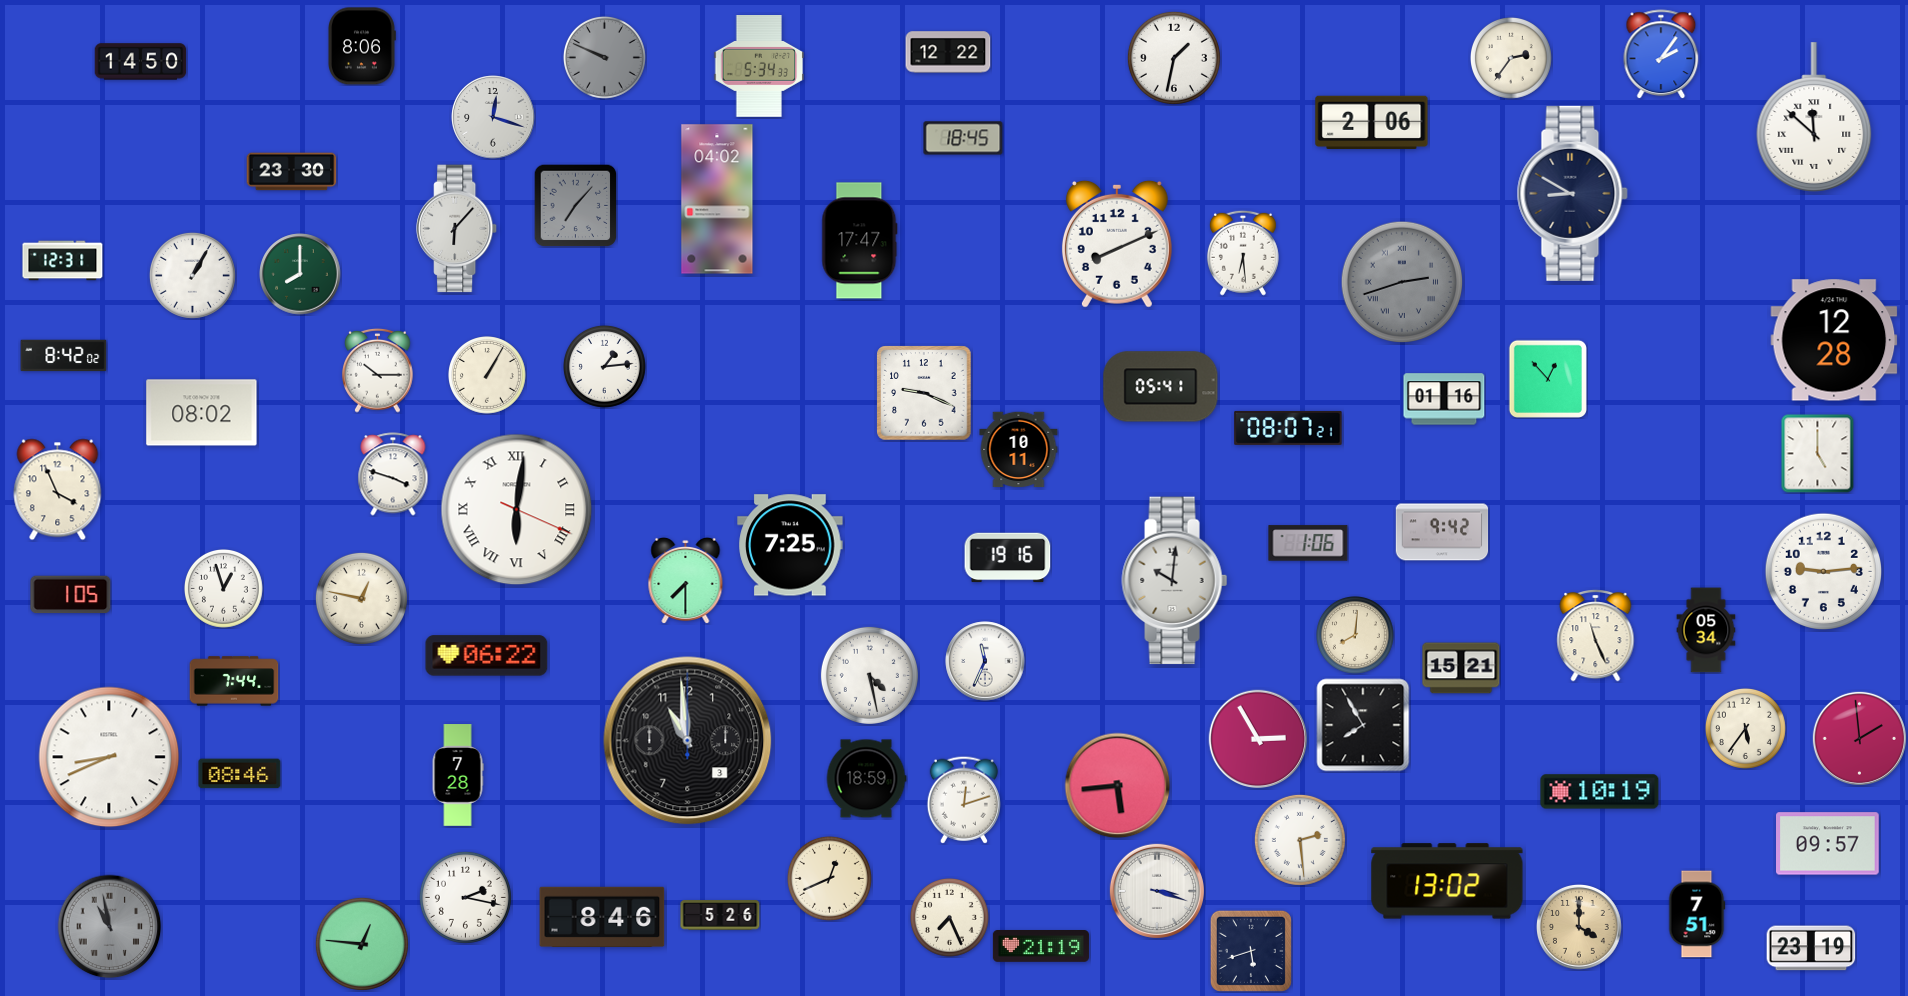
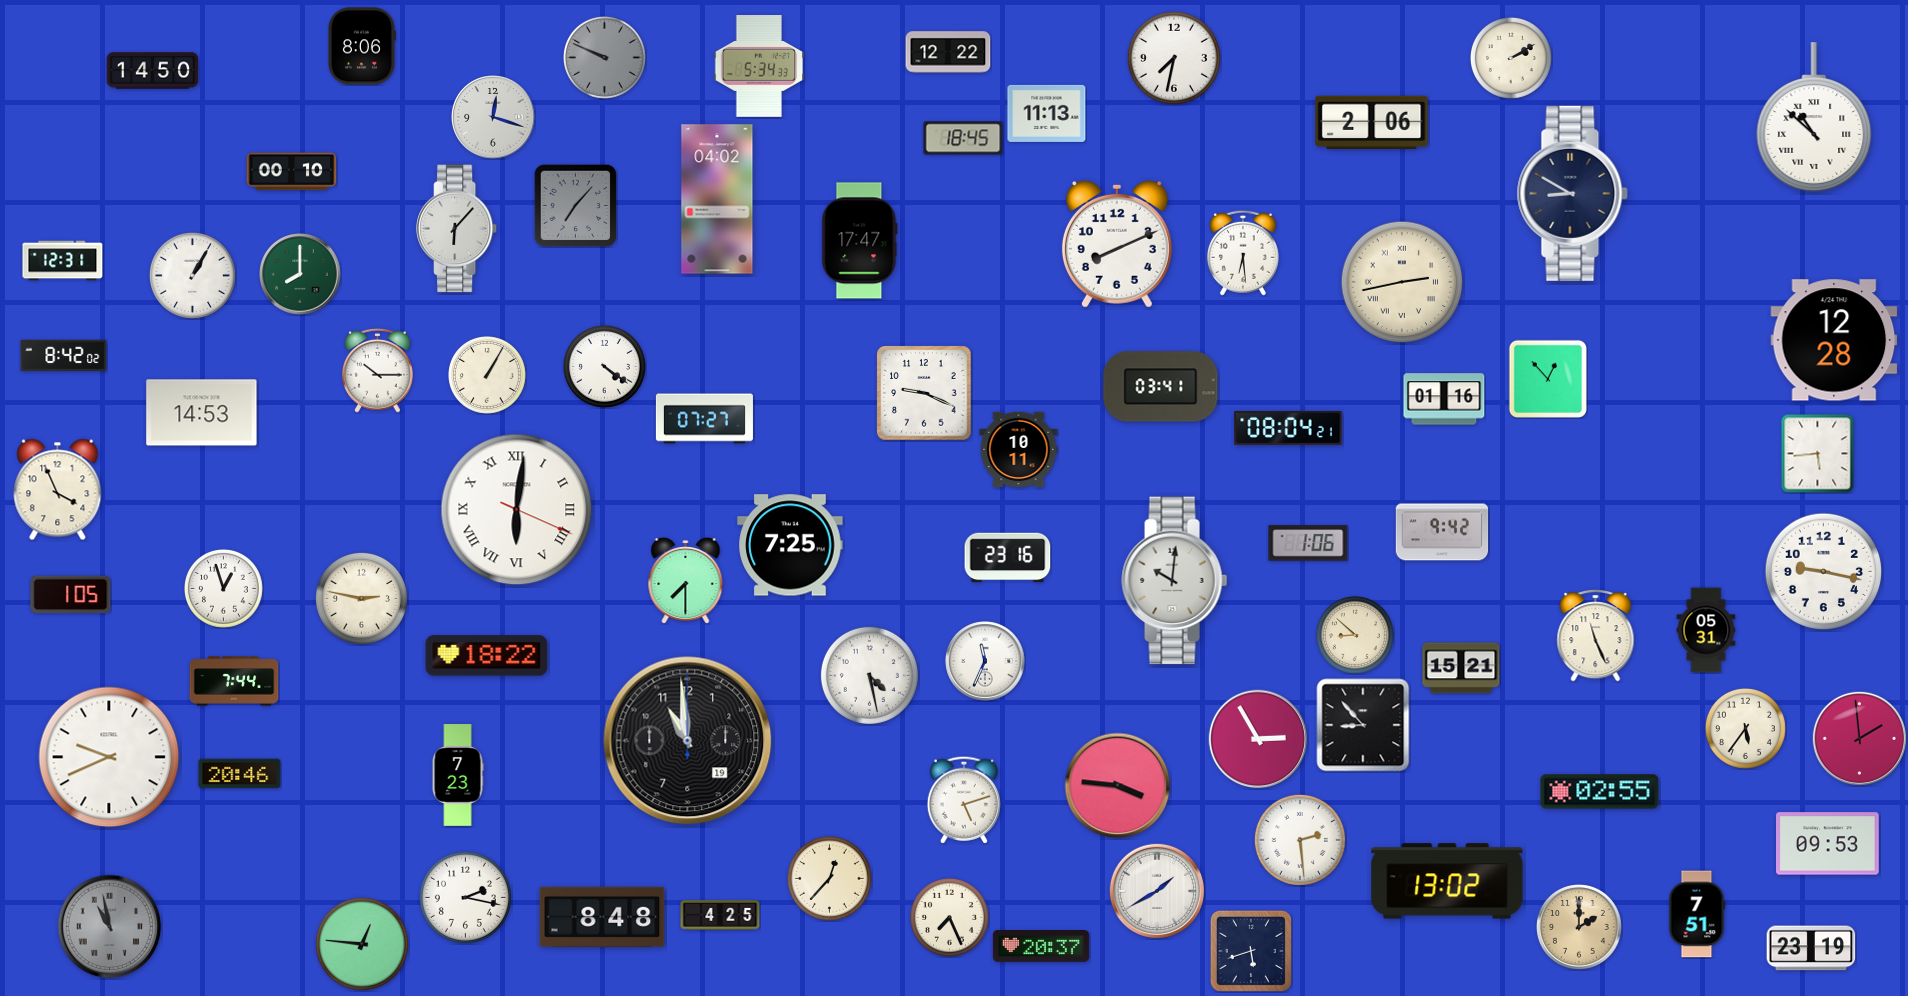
clock at (1661, 54): 2:06 -> none
clock at (1174, 58): 1:32 -> 7:32
clock at (1511, 58): 2:36 -> 2:10
clock at (141, 62) position: (141, 62) -> (153, 71)
clock at (1047, 113): none -> 11:13
clock at (1814, 117): 11:52 -> 10:52
clock at (292, 172): 23:30 -> 00:10
clock at (1402, 282): 2:42 -> 2:43
clock at (1402, 282) dial: grey -> cream
clock at (604, 366): 1:14 -> 4:21
clock at (1161, 387): 05:41 -> 03:41
clock at (202, 413): 08:02 -> 14:53
clock at (704, 419): none -> 07:27
clock at (1288, 428): 08:07 -> 08:04
clock at (1818, 454): 5:00 -> 5:44
clock at (393, 474): 3:48 -> none
clock at (1008, 558): 19:16 -> 23:16
clock at (1823, 571): 9:14 -> 9:17
clock at (361, 598): 12:47 -> 2:47
clock at (1706, 630): 05:34 -> 05:31
clock at (1356, 636): 8:01 -> 8:52
clock at (487, 656): 06:22 -> 18:22
clock at (1363, 725): 7:55 -> 8:53
clock at (688, 741) date: 3 -> 19
clock at (109, 757): 8:41 -> 9:41
clock at (240, 774): 08:46 -> 20:46
clock at (458, 775): 7:28 -> 7:23
clock at (866, 779): 18:59 -> none
clock at (1118, 786): 5:44 -> 3:46
clock at (1600, 792): 10:19 -> 02:55
clock at (964, 800): 12:12 -> 5:12
clock at (1828, 844): 09:57 -> 09:53
clock at (829, 878): 12:41 -> 12:37
clock at (1157, 891): 3:18 -> 1:40
clock at (720, 915): 5:26 -> 4:25
clock at (602, 917): 8:46 -> 8:48
clock at (1580, 928): 4:00 -> 2:00
clock at (1041, 946): 21:19 -> 20:37
